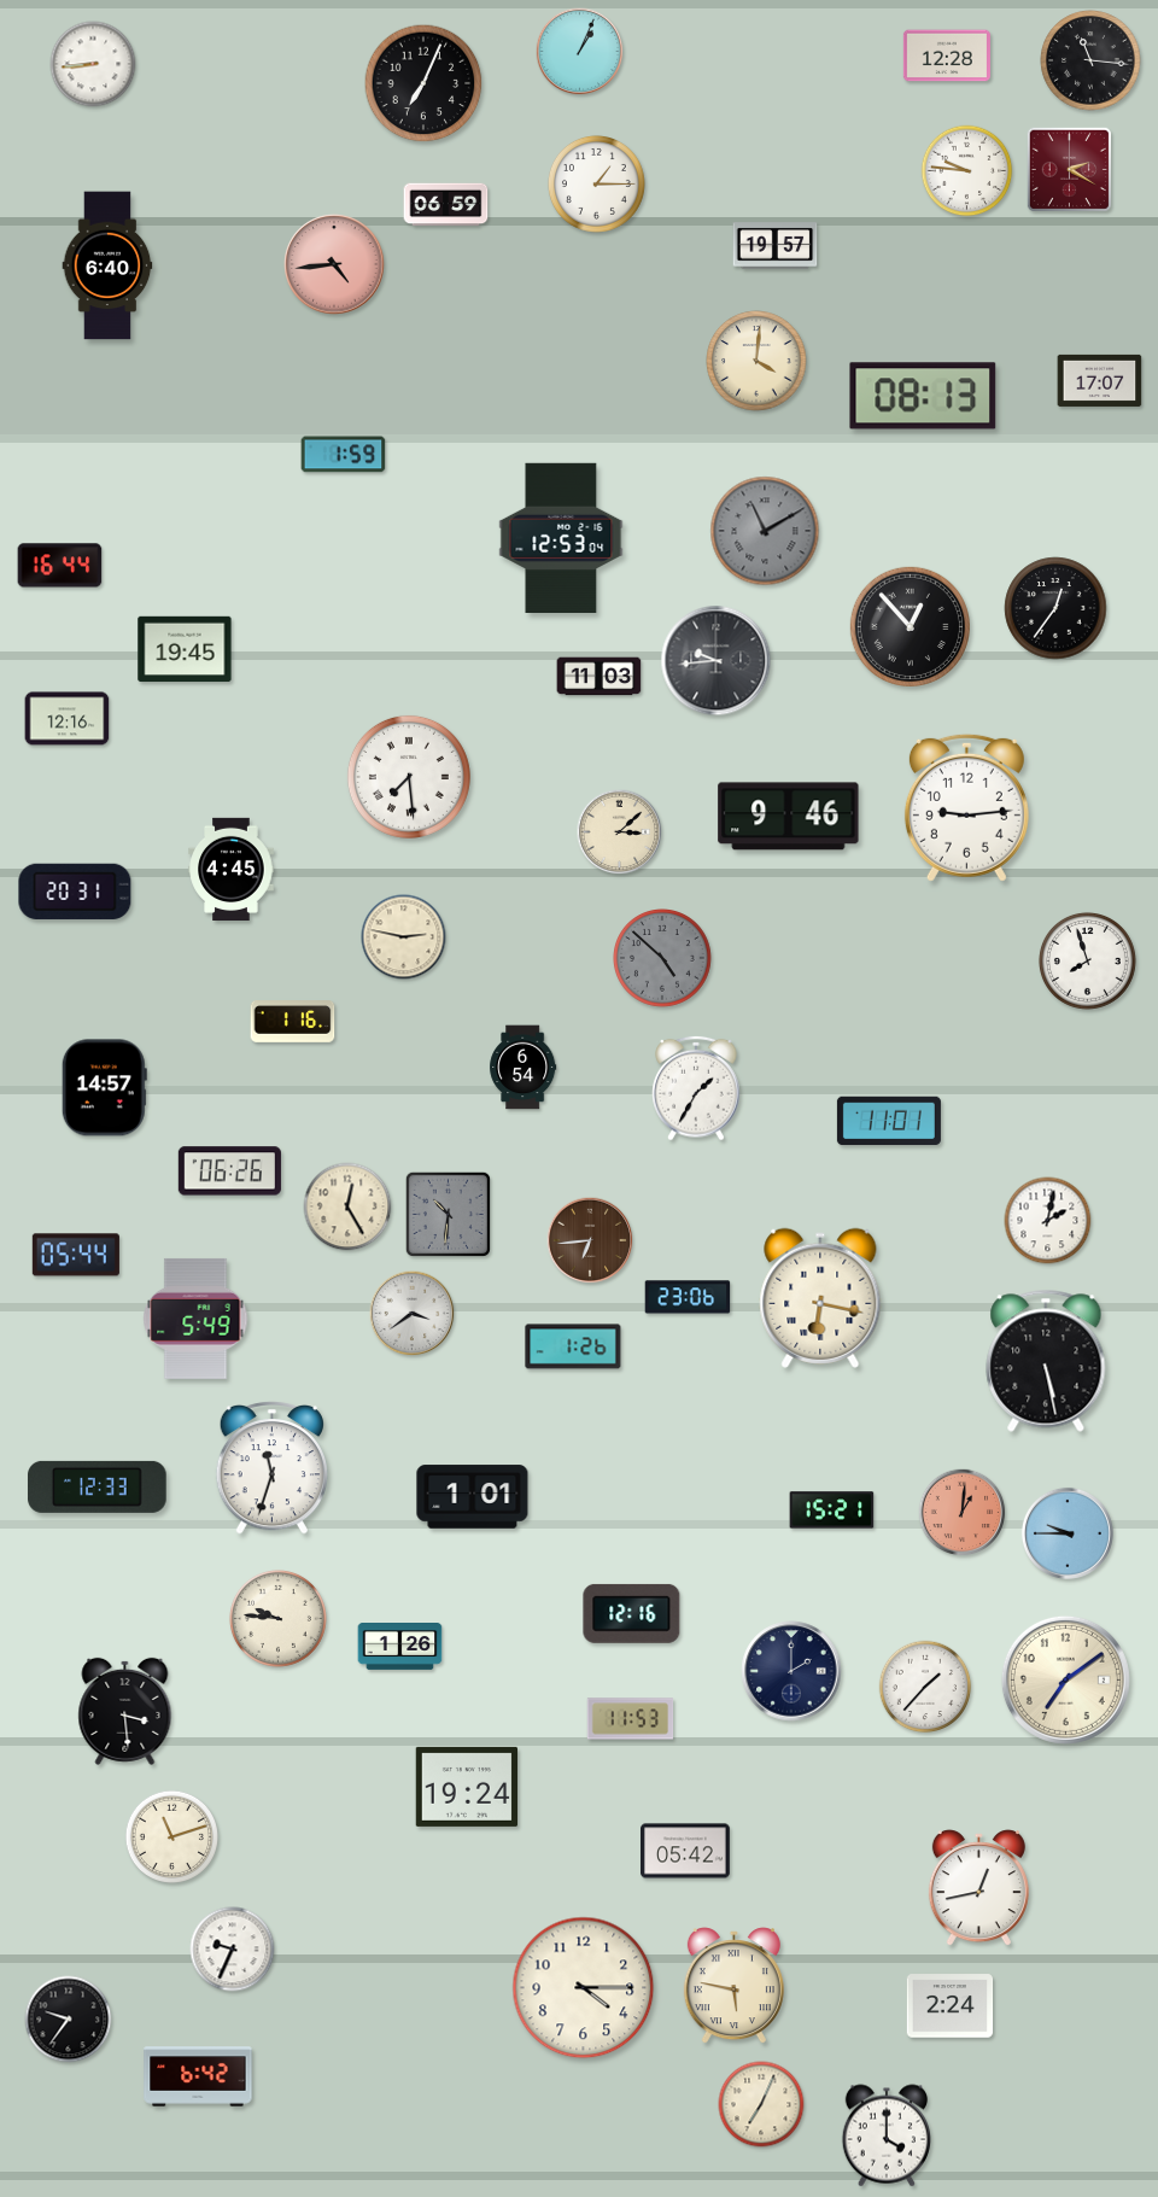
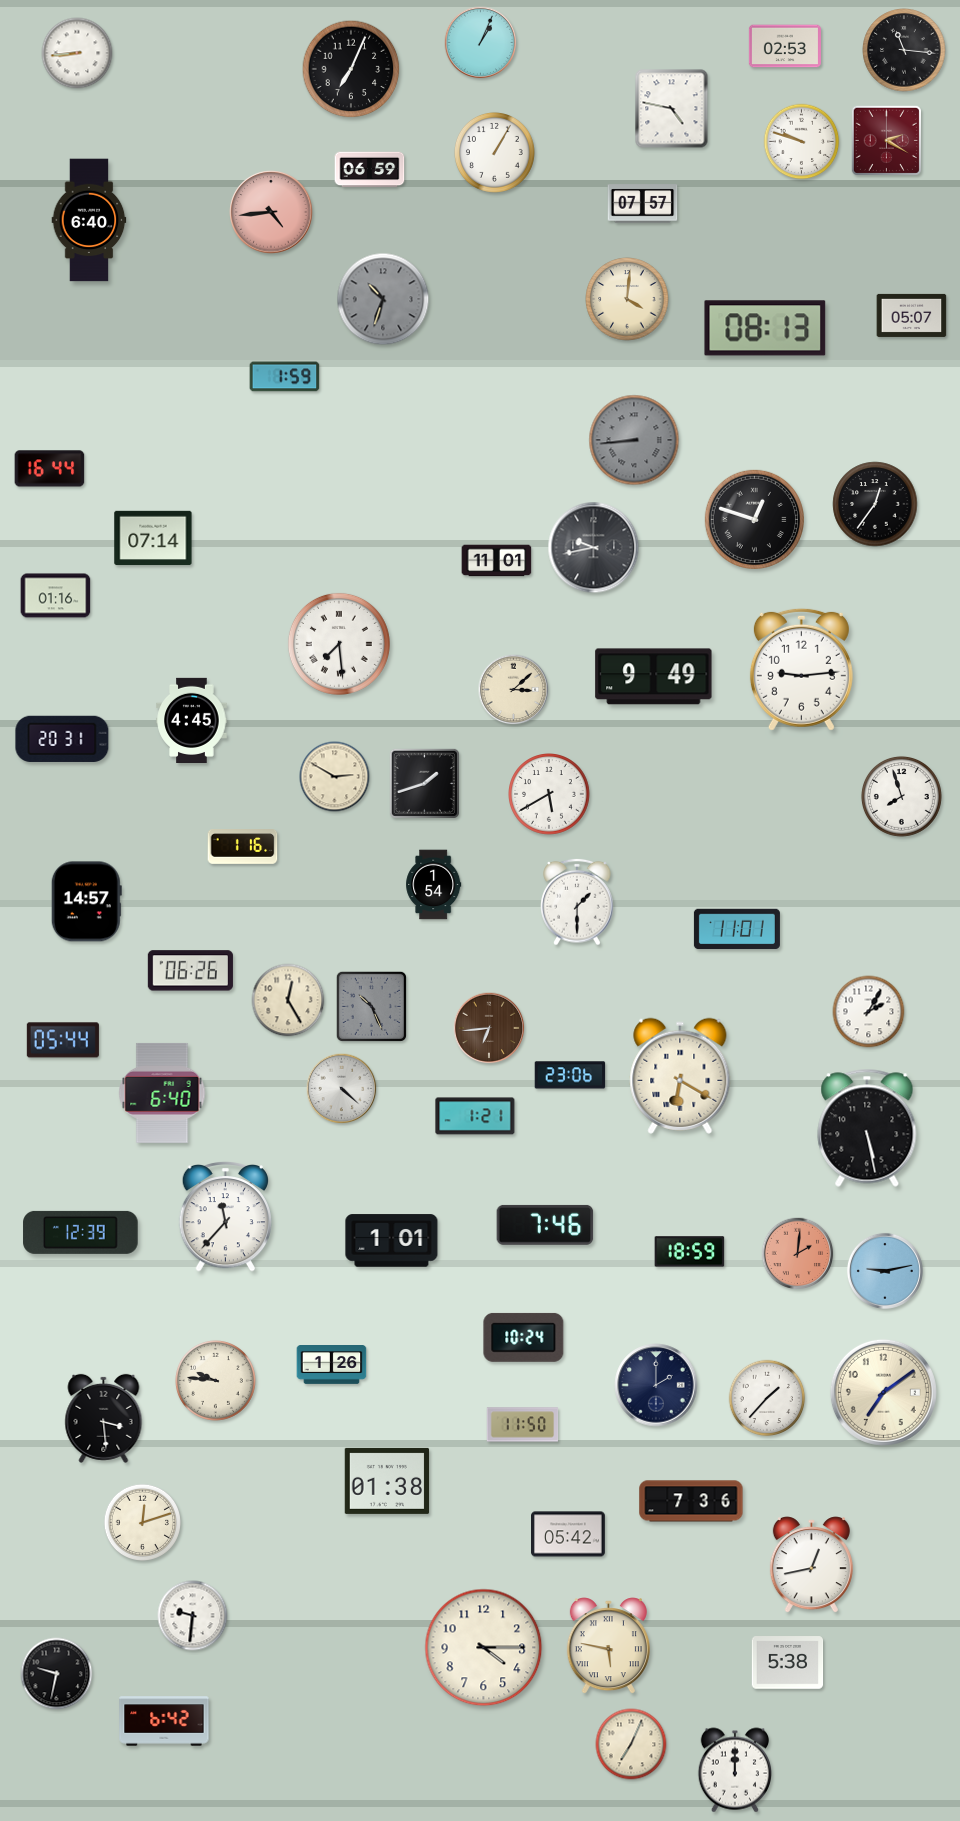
clock at (947, 55): 12:28 -> 02:53
clock at (672, 109): none -> 4:47
clock at (967, 171): 9:46 -> 9:48
clock at (596, 183): 1:15 -> 1:05
clock at (776, 246): 19:57 -> 07:57
clock at (334, 264) position: (334, 264) -> (271, 212)
clock at (383, 299): none -> 10:33
clock at (1100, 380): 17:07 -> 05:07
clock at (765, 531): 11:10 -> 8:44
clock at (561, 537): 12:53 -> none
clock at (910, 626): 12:53 -> 12:48
clock at (185, 649): 19:45 -> 07:14
clock at (717, 661): 9:44 -> 9:43
clock at (600, 677): 11:03 -> 11:01
clock at (68, 719): 12:16 -> 01:16
clock at (789, 817): 9:46 -> 9:49
clock at (404, 937): 2:47 -> 2:50
clock at (424, 783): none -> 1:42
clock at (663, 959): 4:52 -> 5:40
clock at (663, 959) dial: grey -> white
clock at (524, 1068): 6:54 -> 1:54
clock at (696, 1088): 1:35 -> 1:30
clock at (448, 1214): 10:31 -> 10:26
clock at (1048, 1221): 2:02 -> 2:05
clock at (820, 1298): 6:17 -> 6:20
clock at (413, 1314): 3:39 -> 4:22
clock at (195, 1319): 5:49 -> 6:40
clock at (573, 1346): 1:26 -> 1:21
clock at (271, 1468): 11:33 -> 11:37
clock at (545, 1225): none -> 7:46
clock at (98, 1486): 12:33 -> 12:39
clock at (832, 1511): 15:21 -> 18:59
clock at (963, 1513): 1:01 -> 2:01
clock at (1068, 1533): 9:45 -> 9:13
clock at (632, 1613): 12:16 -> 10:24
clock at (277, 1618) position: (277, 1618) -> (215, 1380)
clock at (631, 1719): 11:53 -> 11:50
clock at (467, 1787): 19:24 -> 01:38
clock at (691, 1501): none -> 7:36
clock at (172, 1837): 11:12 -> 12:12
clock at (233, 1950): 9:34 -> 9:31
clock at (951, 2006): 2:24 -> 5:38
clock at (69, 2020): 9:36 -> 9:32
clock at (885, 2135): 4:00 -> 12:00
